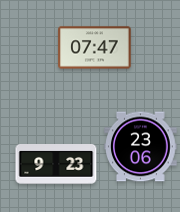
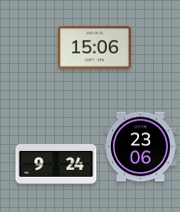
clock at (95, 48): 07:47 -> 15:06
clock at (56, 164): 9:23 -> 9:24
